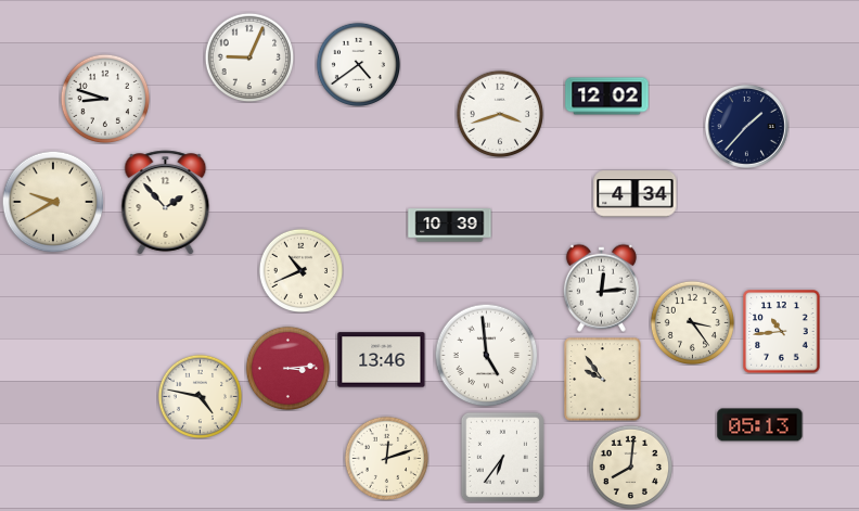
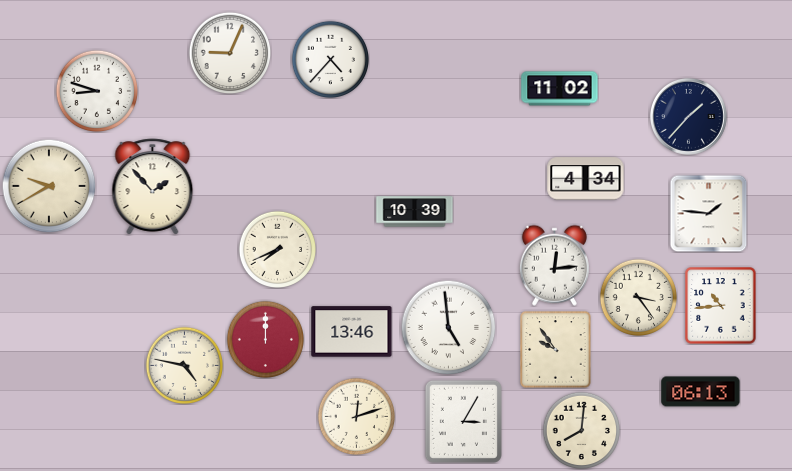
clock at (358, 64): 4:39 -> 4:37
clock at (607, 97): 12:02 -> 11:02
clock at (500, 114): 3:42 -> none
clock at (450, 226) position: (450, 226) -> (415, 212)
clock at (708, 213): none -> 1:46
clock at (300, 270): 10:41 -> 7:41
clock at (287, 368): 3:14 -> 12:00
clock at (760, 425): 05:13 -> 06:13
clock at (502, 457): 6:36 -> 3:05
clock at (386, 458) position: (386, 458) -> (356, 416)
